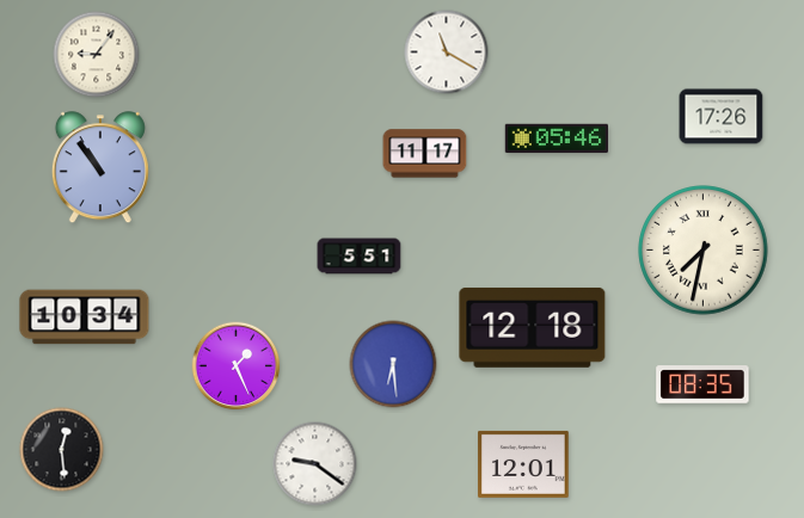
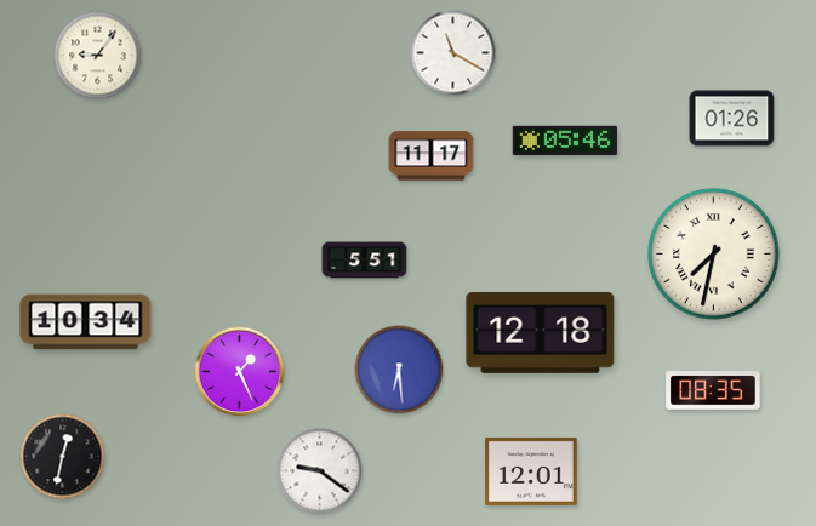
clock at (722, 117): 17:26 -> 01:26
clock at (100, 168): 10:54 -> none
clock at (62, 450): 12:29 -> 12:32
